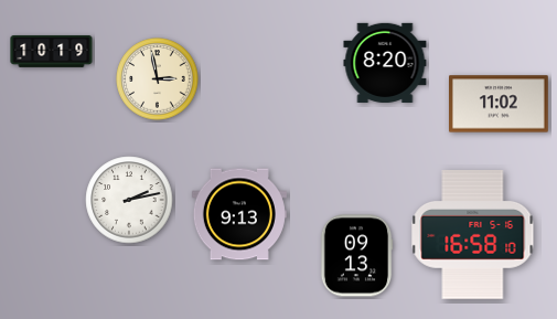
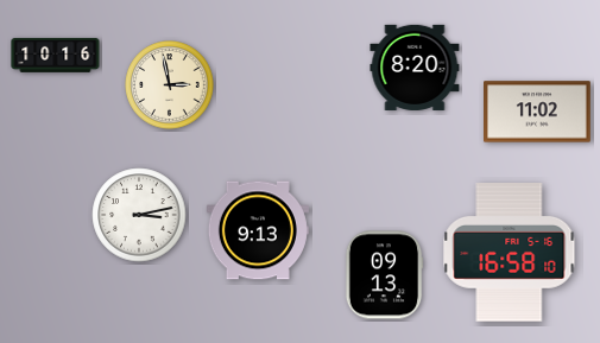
clock at (52, 51): 10:19 -> 10:16
clock at (129, 200): 2:13 -> 3:13
